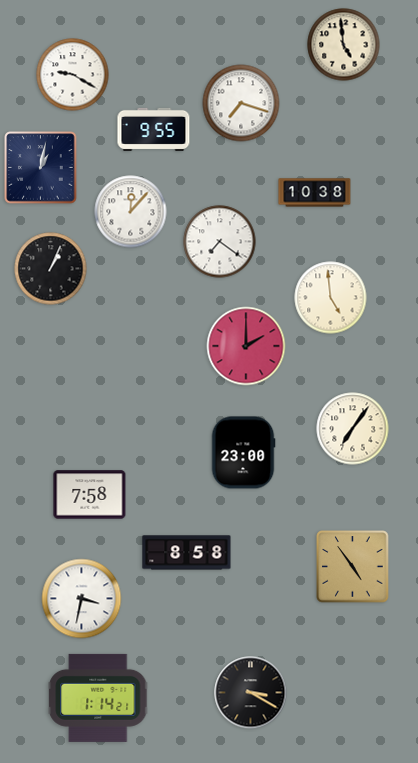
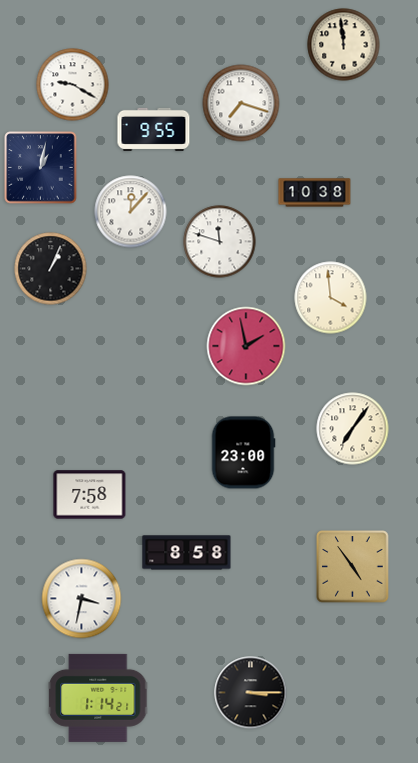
clock at (344, 45): 4:59 -> 11:59
clock at (73, 75) position: (73, 75) -> (73, 85)
clock at (220, 242): 7:21 -> 11:48
clock at (331, 298): 4:59 -> 3:59
clock at (246, 346): 2:00 -> 1:58
clock at (251, 693): 3:20 -> 3:15
